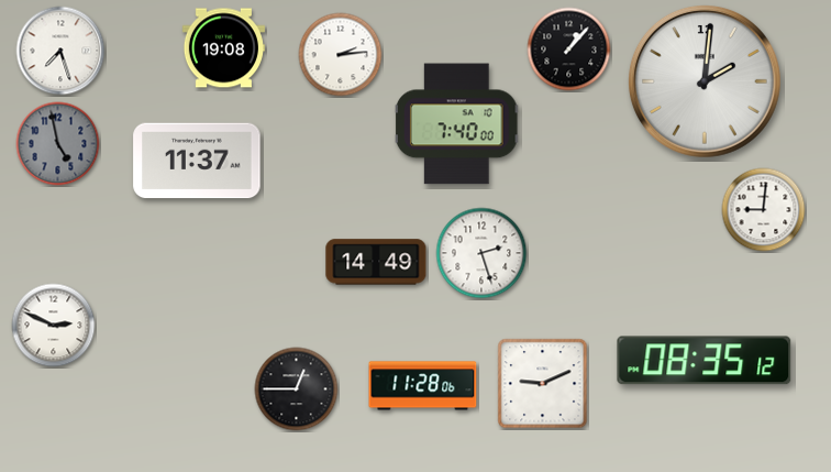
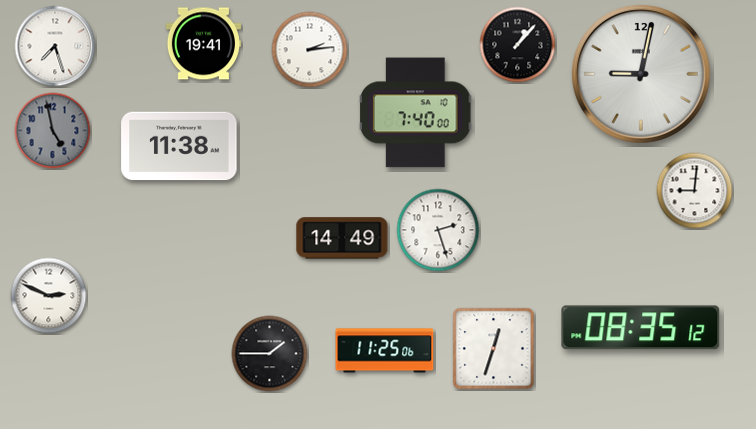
clock at (223, 48): 19:08 -> 19:41
clock at (705, 81): 2:01 -> 9:02
clock at (197, 161): 11:37 -> 11:38
clock at (543, 384): 9:11 -> 12:33
clock at (423, 386): 11:28 -> 11:25
clock at (297, 389): 12:45 -> 1:45
